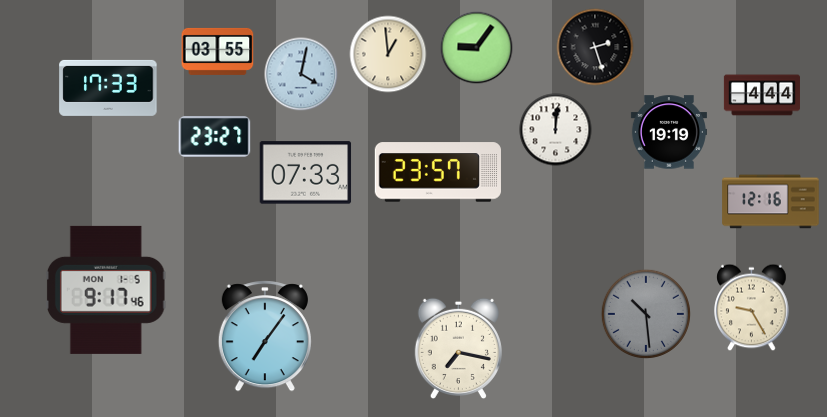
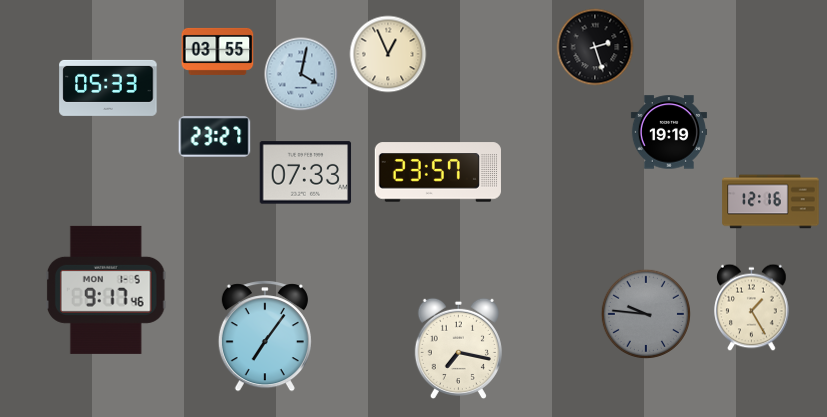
clock at (477, 48): 9:06 -> none
clock at (388, 54): 12:59 -> 12:56
clock at (108, 88): 17:33 -> 05:33
clock at (762, 95): 4:44 -> none
clock at (556, 130): 12:01 -> none
clock at (752, 308): 9:25 -> 1:25
clock at (646, 314): 10:29 -> 9:46
